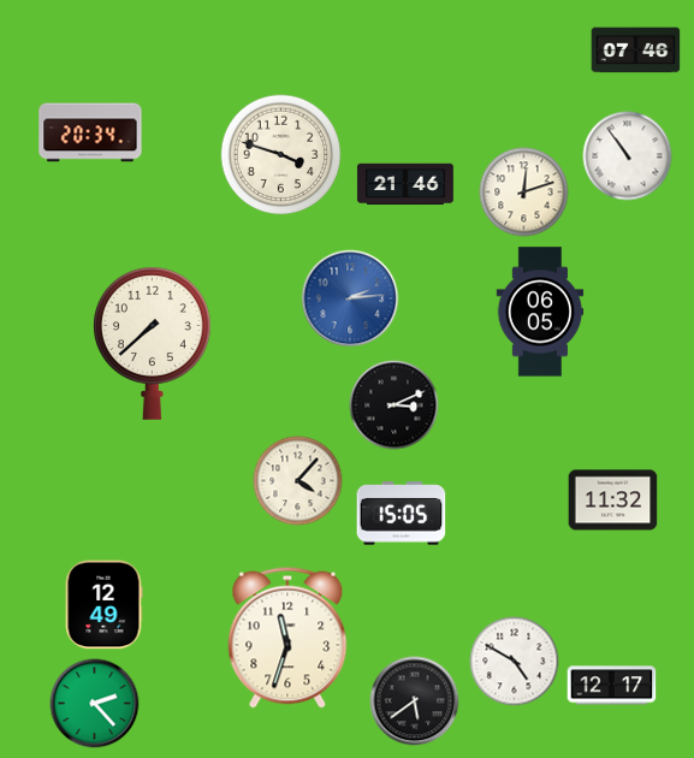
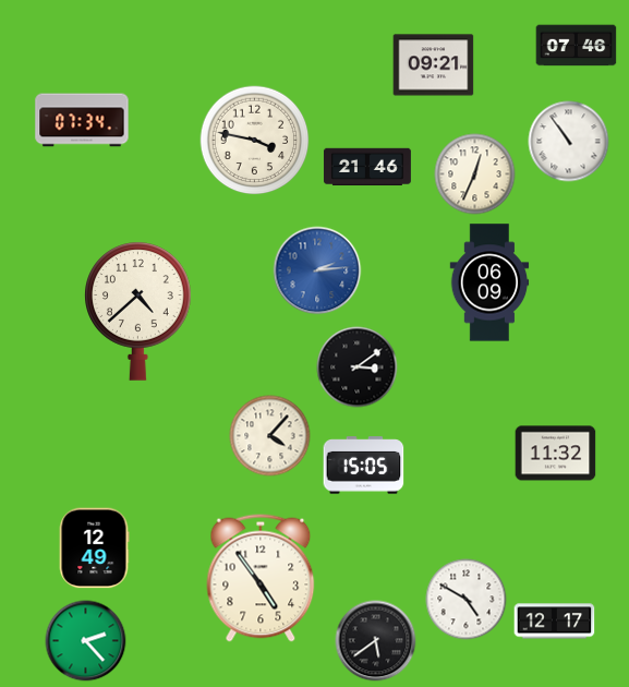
clock at (434, 65): none -> 09:21
clock at (90, 132): 20:34 -> 07:34
clock at (281, 155): 3:48 -> 3:47
clock at (524, 193): 12:12 -> 12:34
clock at (540, 312): 06:05 -> 06:09
clock at (153, 343): 7:38 -> 4:38
clock at (395, 405): 3:11 -> 3:09
clock at (287, 638): 11:33 -> 4:54
clock at (415, 701) position: (415, 701) -> (376, 641)
clock at (95, 704) position: (95, 704) -> (86, 641)
